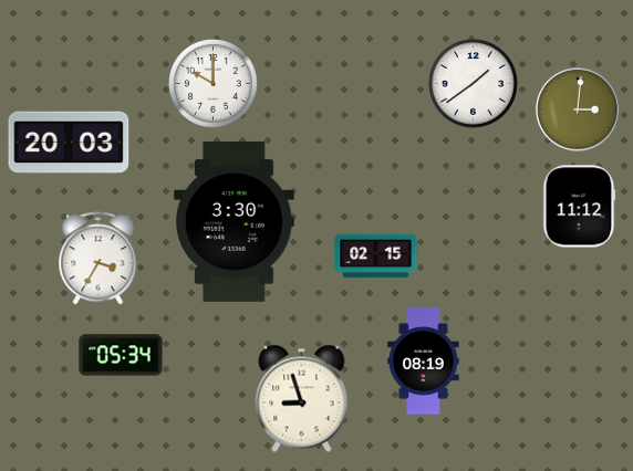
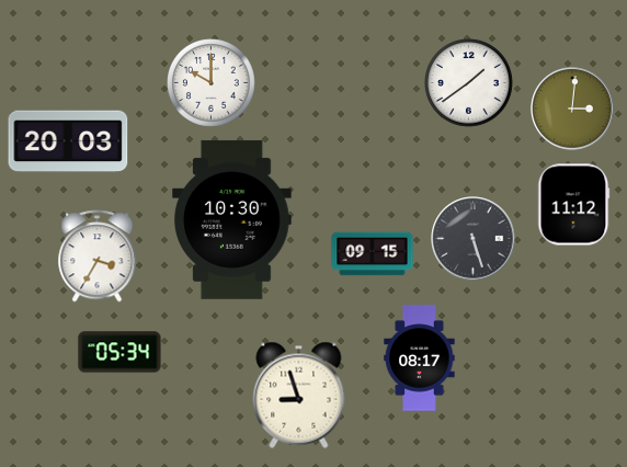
clock at (234, 221): 3:30 -> 10:30
clock at (474, 239): none -> 5:27
clock at (376, 257): 02:15 -> 09:15
clock at (424, 362): 08:19 -> 08:17
